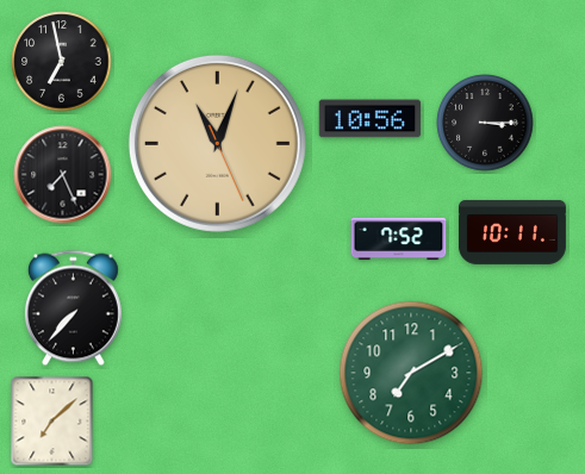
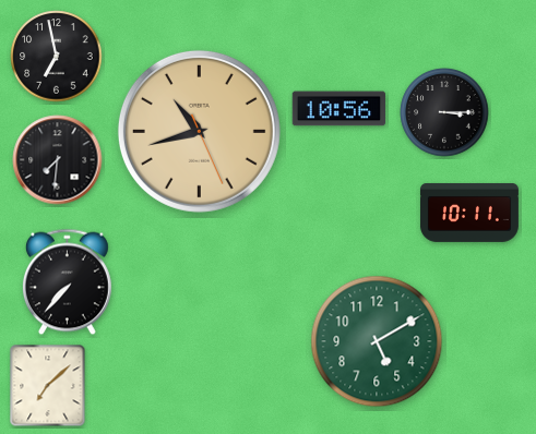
clock at (217, 143): 11:03 -> 10:42
clock at (63, 175): 7:26 -> 7:31
clock at (399, 239): 7:52 -> none
clock at (411, 373): 7:10 -> 5:10
